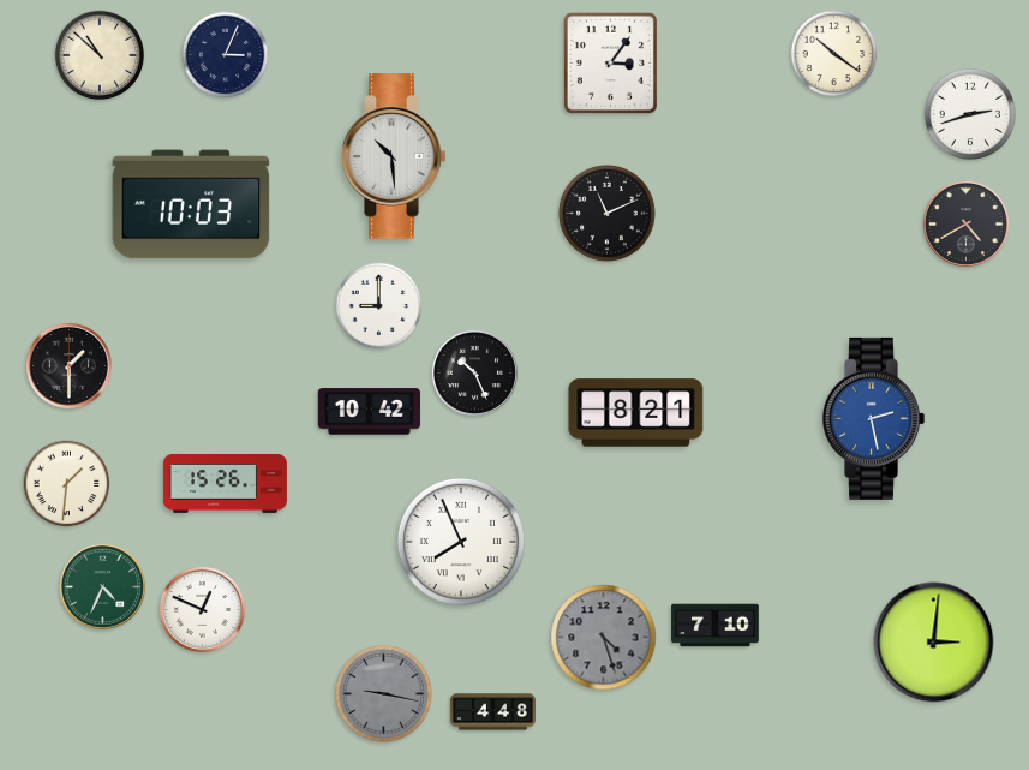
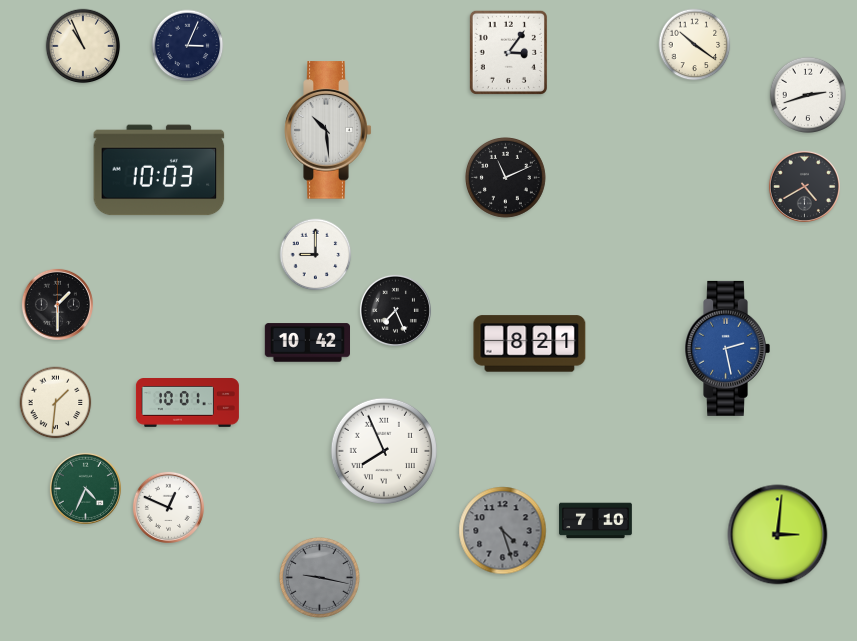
clock at (100, 55): 10:52 -> 10:56
clock at (474, 372): 10:26 -> 7:26
clock at (225, 484): 15:26 -> 10:01
clock at (492, 712): 4:48 -> none
